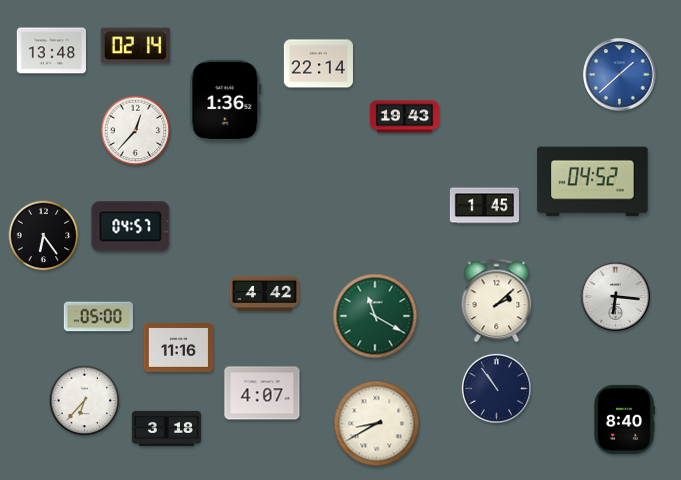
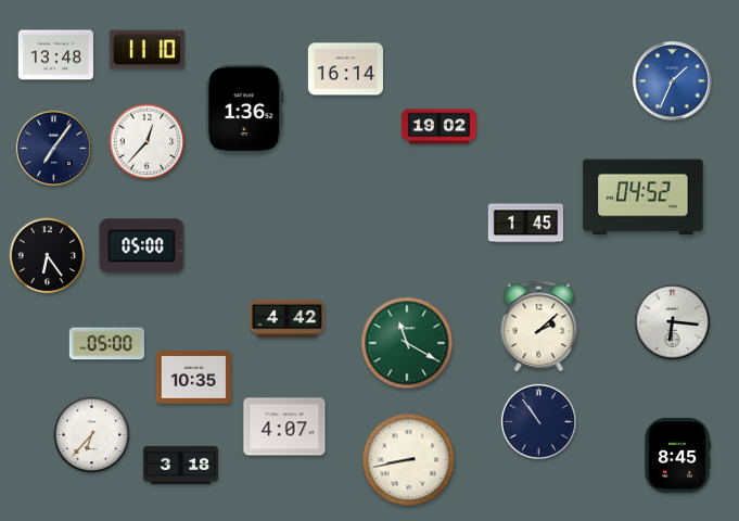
clock at (135, 46): 02:14 -> 11:10
clock at (318, 64): 22:14 -> 16:14
clock at (620, 75): 1:38 -> 1:34
clock at (404, 117): 19:43 -> 19:02
clock at (53, 148): none -> 7:06
clock at (131, 227): 04:57 -> 05:00
clock at (615, 296) position: (615, 296) -> (672, 321)
clock at (178, 348): 11:16 -> 10:35
clock at (624, 419): 8:40 -> 8:45
clock at (377, 424): 8:40 -> 8:43
